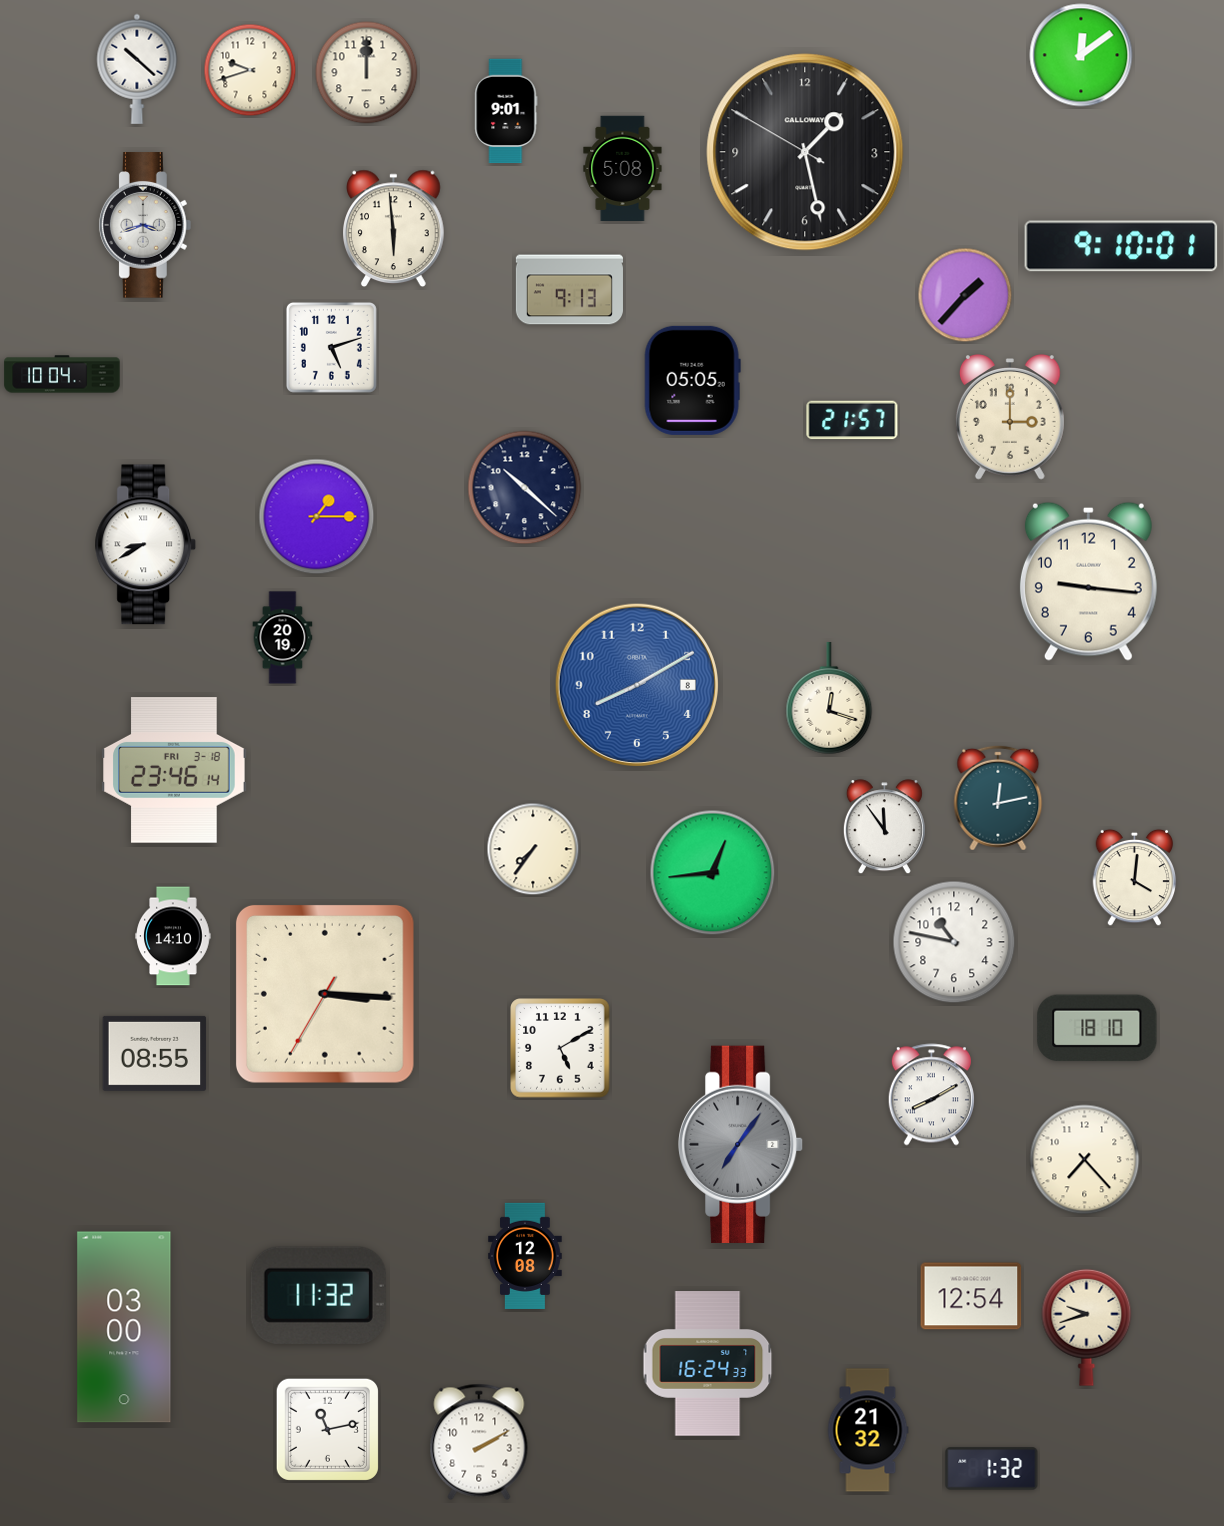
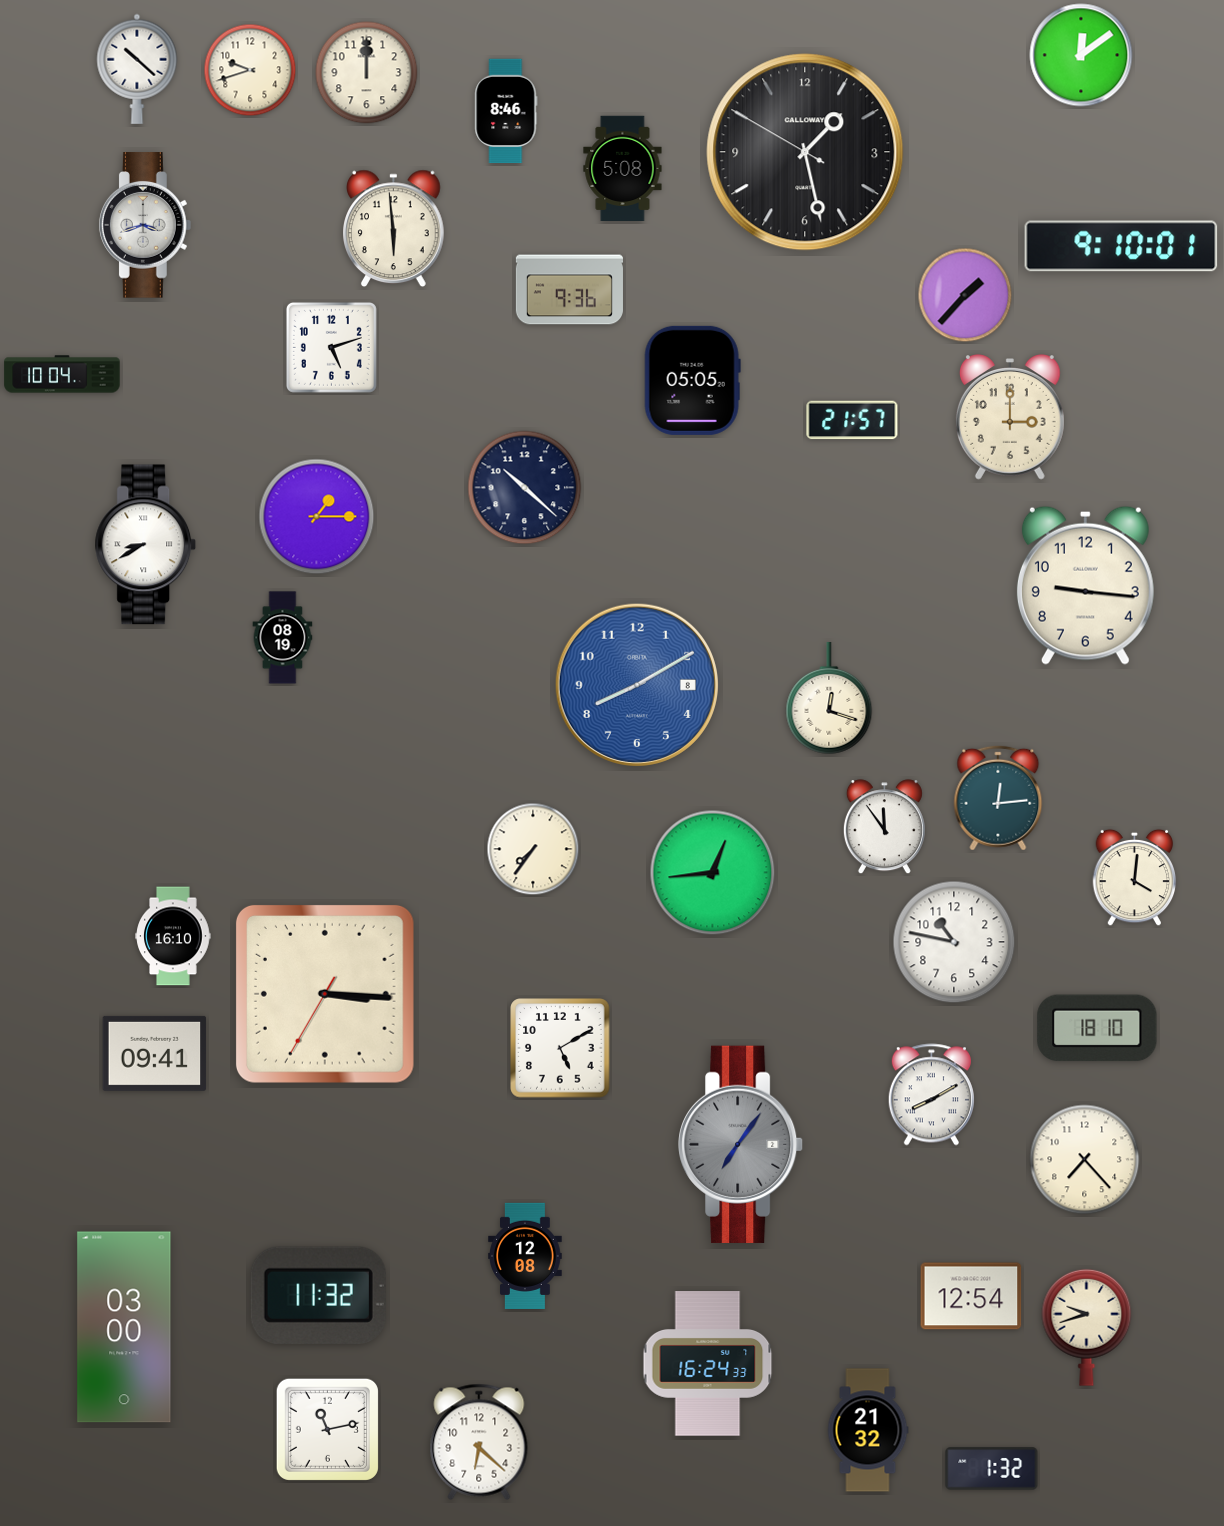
clock at (506, 111): 9:01 -> 8:46
clock at (569, 290): 9:13 -> 9:36
clock at (1088, 581) position: (1088, 581) -> (1085, 585)
clock at (283, 638): 20:19 -> 08:19
clock at (174, 770): 23:46 -> none
clock at (998, 798): 12:13 -> 12:14
clock at (173, 936): 14:10 -> 16:10
clock at (155, 1053): 08:55 -> 09:41
clock at (479, 1442): 2:10 -> 6:22
